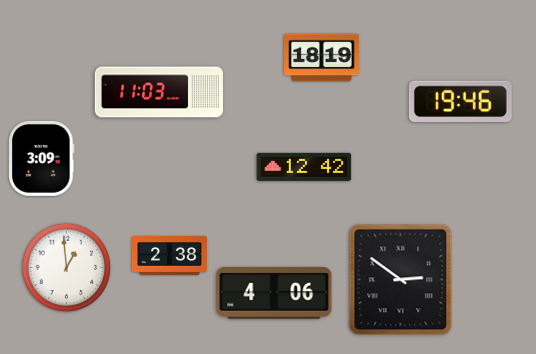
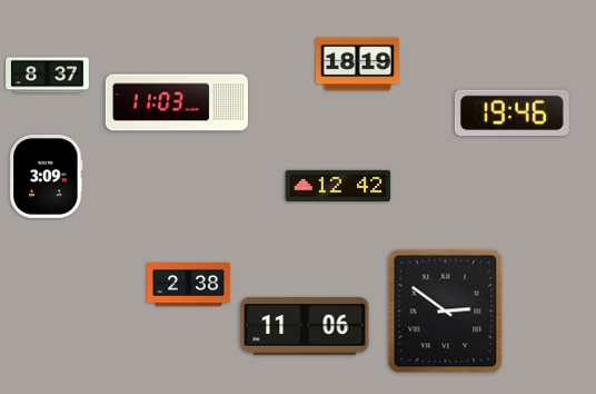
clock at (48, 76): none -> 8:37
clock at (67, 268): 12:59 -> none
clock at (274, 294): 4:06 -> 11:06
